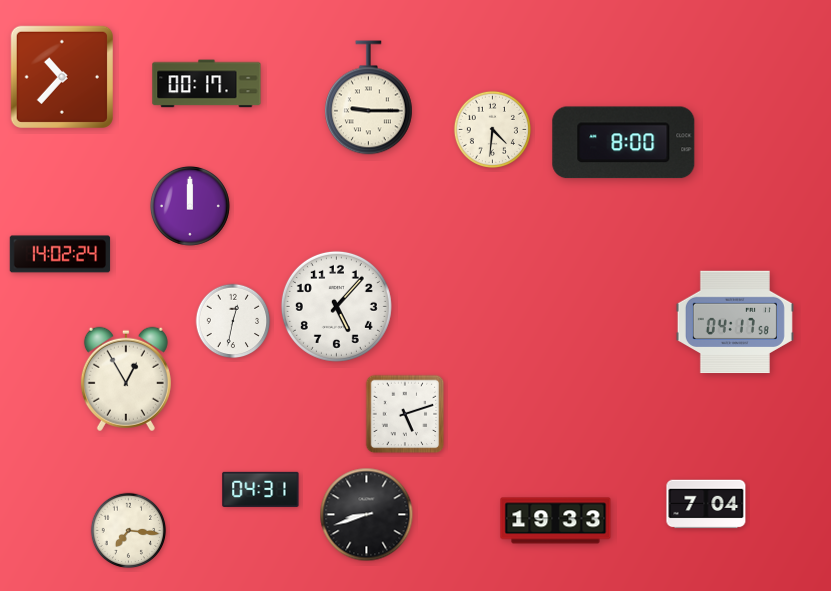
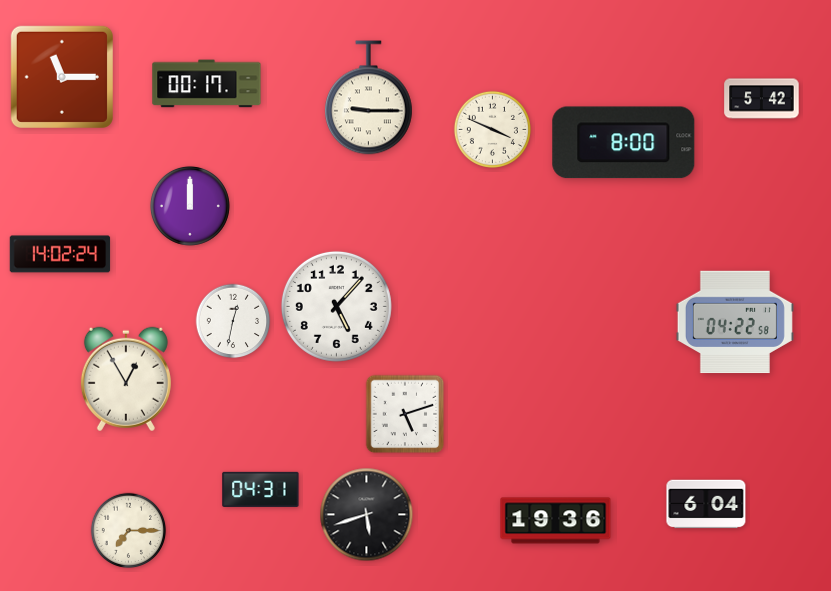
clock at (62, 77): 10:37 -> 11:15
clock at (762, 99): none -> 5:42
clock at (492, 129): 4:31 -> 3:49
clock at (735, 322): 04:17 -> 04:22
clock at (706, 504): 7:04 -> 6:04
clock at (367, 515): 8:42 -> 5:42
clock at (556, 521): 19:33 -> 19:36
clock at (129, 531): 7:16 -> 7:15
